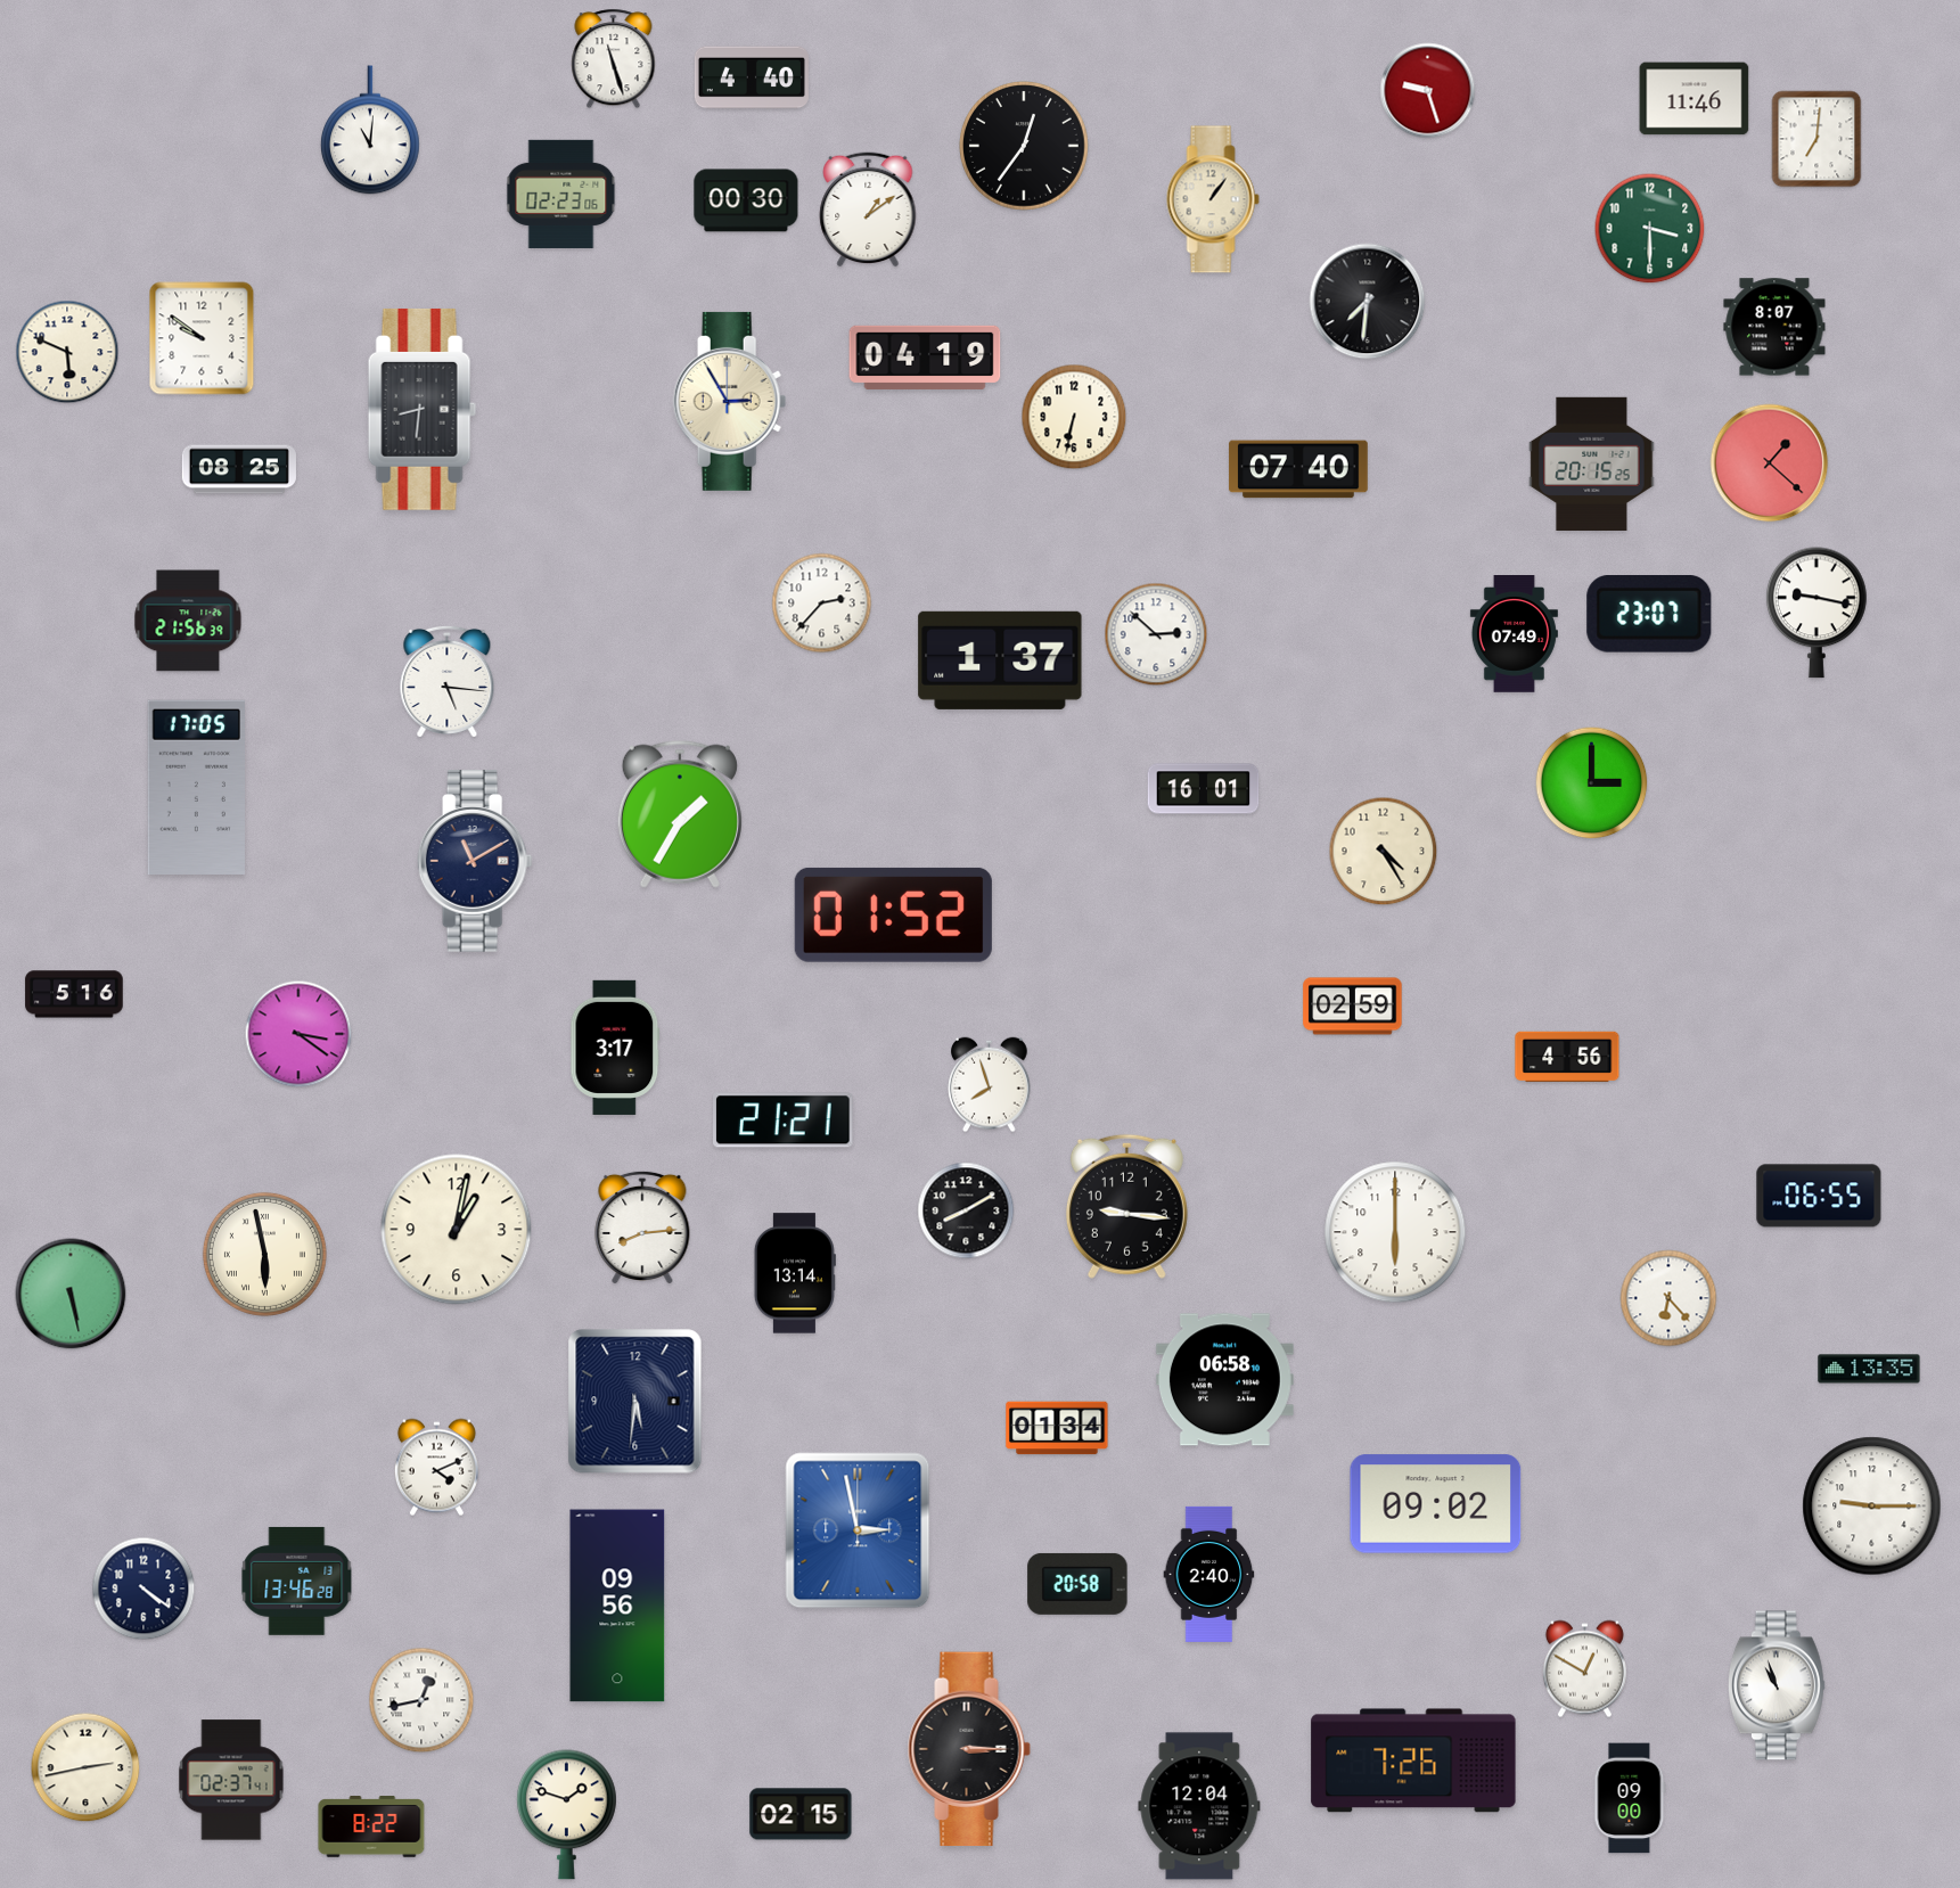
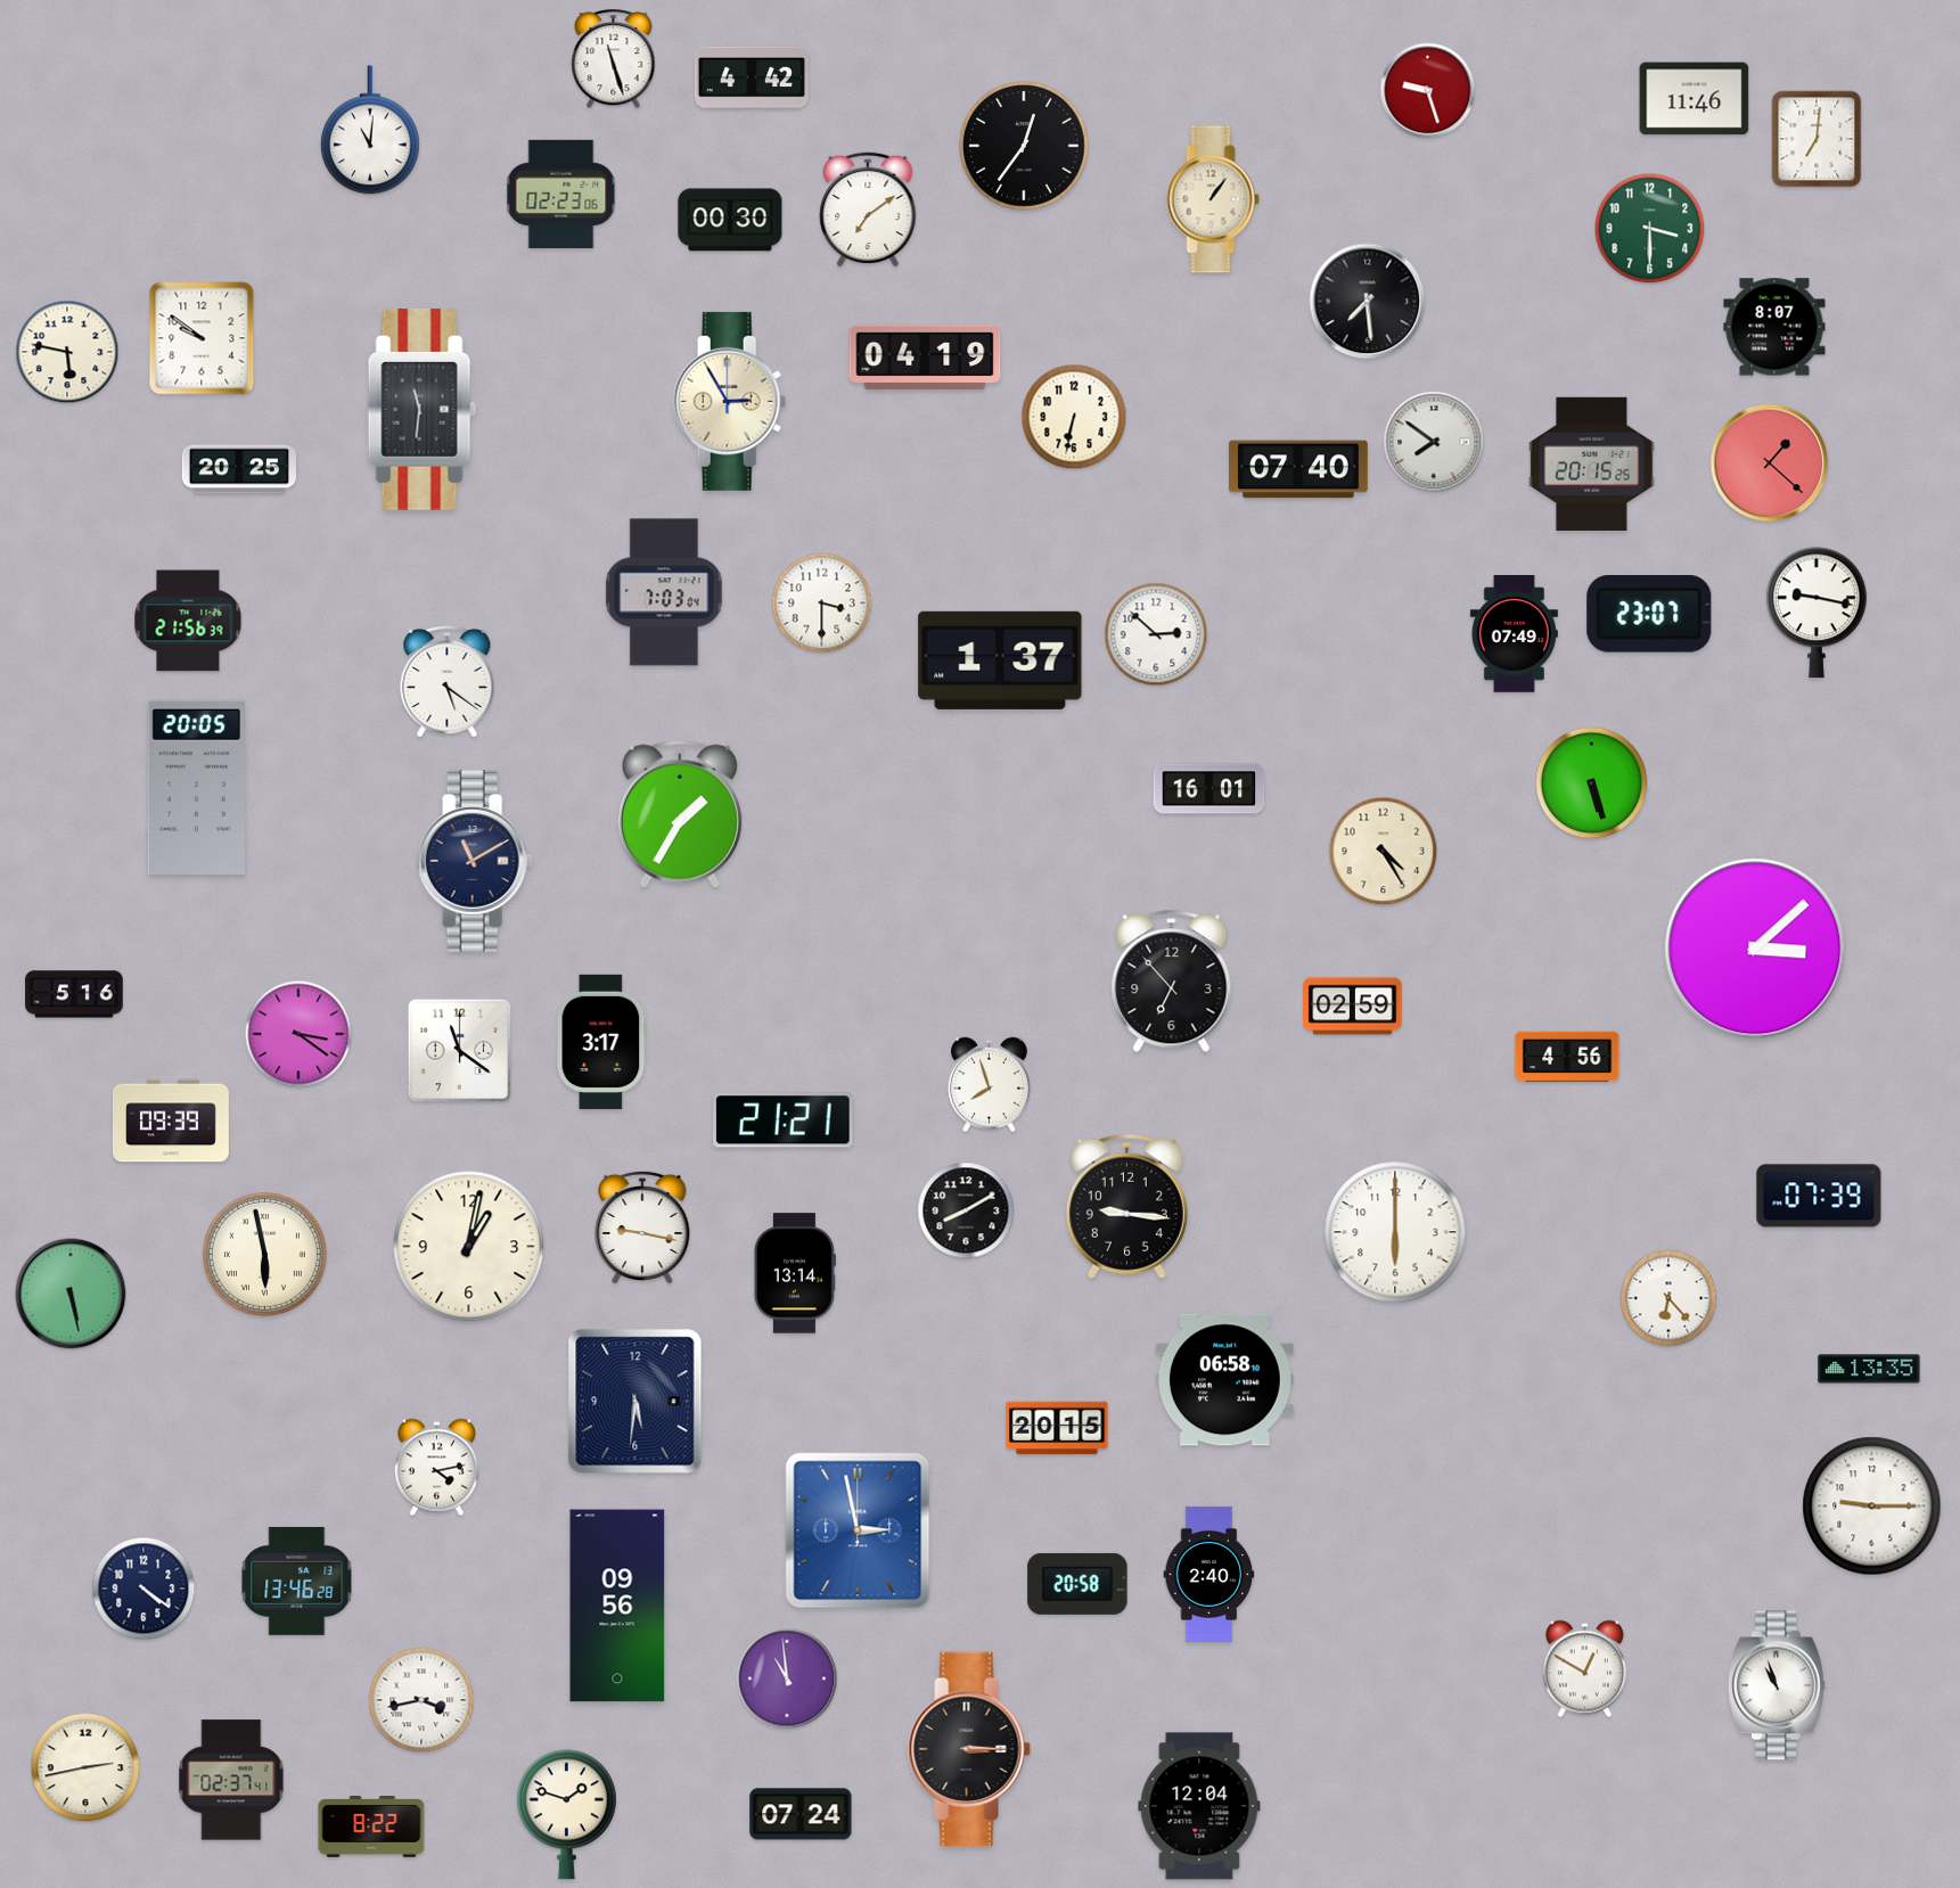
clock at (752, 77): 4:40 -> 4:42
clock at (746, 200) position: (746, 200) -> (730, 220)
clock at (868, 210): 1:09 -> 7:09
clock at (1368, 302): 7:31 -> 7:29
clock at (67, 352): 5:49 -> 5:47
clock at (421, 409): 8:31 -> 11:31
clock at (1434, 442): none -> 7:51
clock at (239, 469): 08:25 -> 20:25
clock at (664, 592): none -> 7:03
clock at (822, 604): 2:37 -> 3:30
clock at (448, 681): 5:16 -> 5:21
clock at (1592, 783): 3:00 -> 5:27
clock at (196, 787): 17:05 -> 20:05
clock at (1204, 789) position: (1204, 789) -> (1209, 789)
clock at (893, 914): 01:52 -> none
clock at (1755, 949): none -> 3:08
clock at (1172, 982): none -> 6:53
clock at (615, 1048) position: (615, 1048) -> (601, 1042)
clock at (460, 1051): none -> 11:21
clock at (171, 1121): none -> 09:39
clock at (1819, 1196): 06:55 -> 07:39
clock at (642, 1226): 8:14 -> 9:17
clock at (457, 1230) position: (457, 1230) -> (469, 1247)
clock at (1057, 1428): 01:34 -> 20:15
clock at (436, 1468): 4:11 -> 4:13
clock at (1436, 1504): 09:02 -> none
clock at (787, 1678): none -> 10:59
clock at (421, 1700): 12:43 -> 3:43
clock at (1413, 1760): 7:26 -> none
clock at (1630, 1798): 09:00 -> none
clock at (801, 1814): 02:15 -> 07:24
